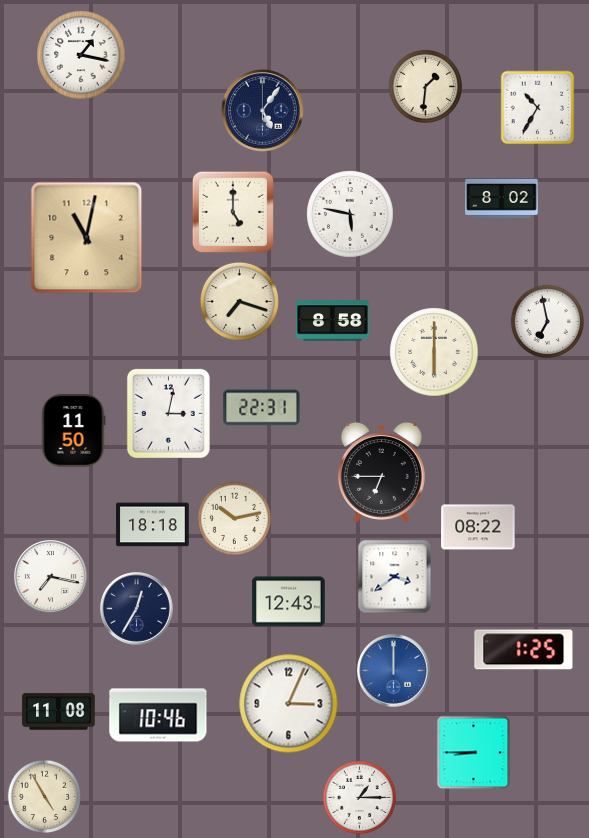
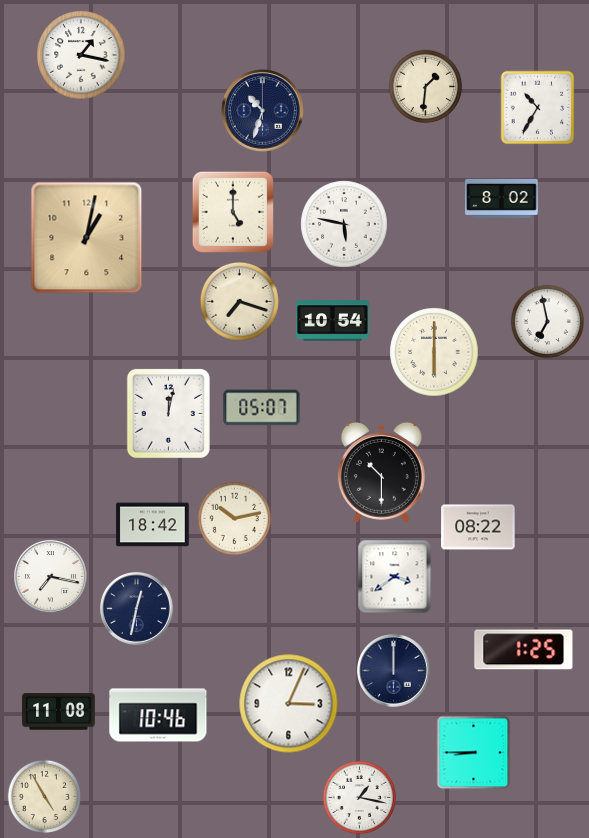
clock at (263, 111): 5:06 -> 10:33
clock at (350, 214) position: (350, 214) -> (344, 224)
clock at (87, 238): 11:02 -> 1:02
clock at (333, 321): 8:58 -> 10:54
clock at (262, 408): 22:31 -> 05:07
clock at (168, 413): 3:02 -> 12:02
clock at (73, 431): 11:50 -> none
clock at (381, 472): 6:45 -> 10:30
clock at (153, 525): 18:18 -> 18:42
clock at (289, 602): 12:43 -> none
clock at (137, 609): 12:35 -> 12:32
clock at (394, 671) dial: blue -> navy
clock at (360, 798): 1:15 -> 1:17
